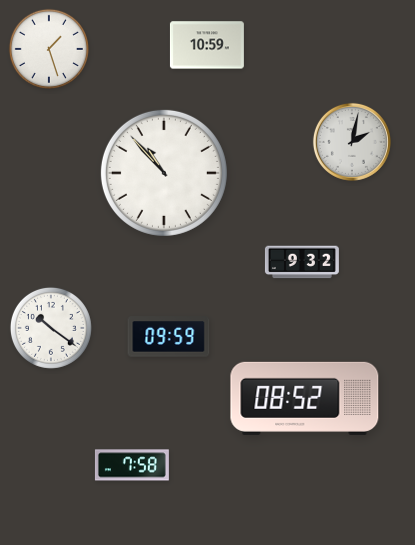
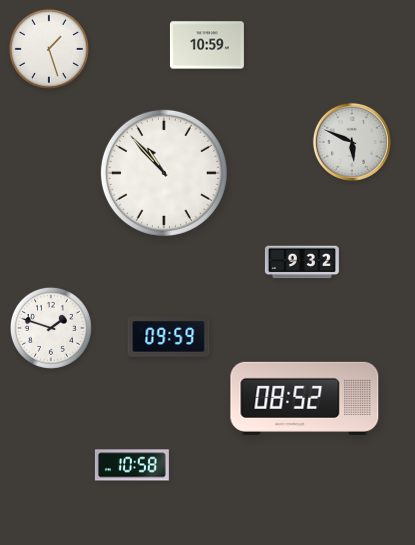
clock at (352, 142): 2:02 -> 5:49
clock at (51, 328): 10:21 -> 1:48
clock at (132, 465): 7:58 -> 10:58
